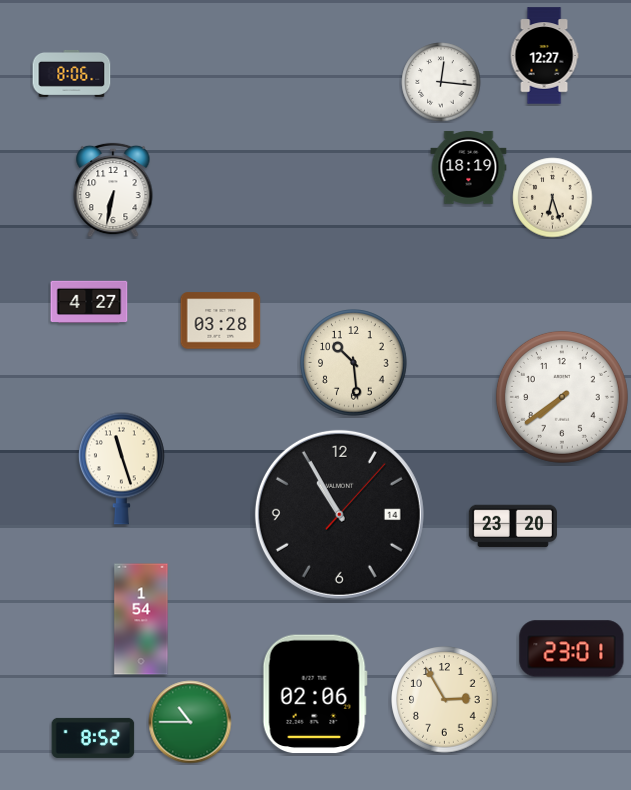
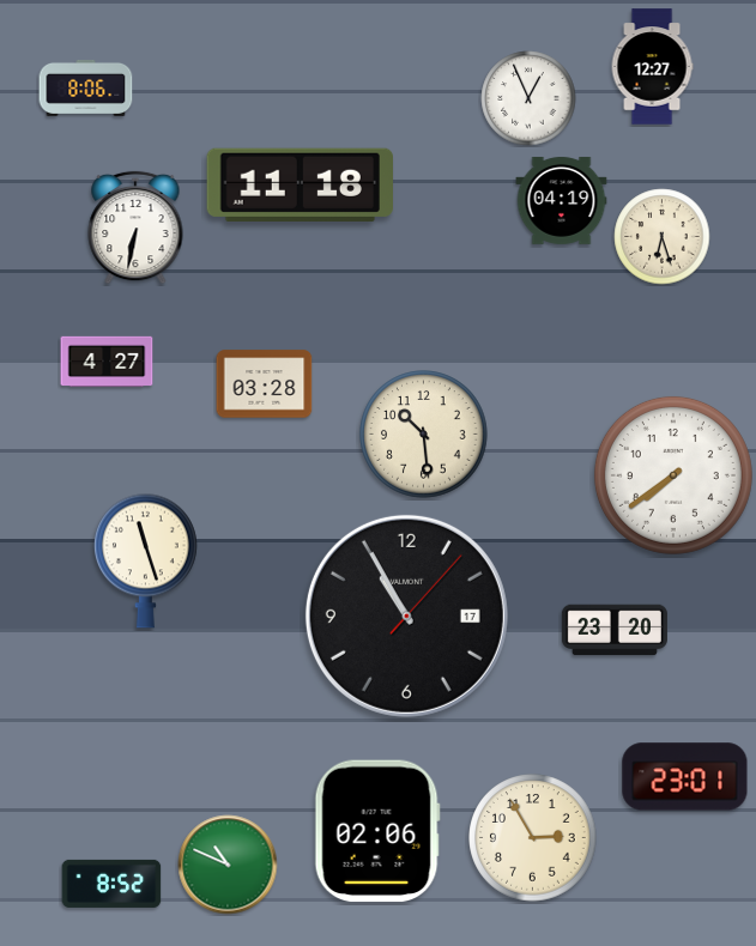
clock at (441, 82): 12:16 -> 12:56
clock at (300, 184): none -> 11:18
clock at (469, 167): 18:19 -> 04:19
clock at (339, 514) date: 14 -> 17
clock at (141, 619): 1:54 -> none
clock at (190, 722): 10:45 -> 10:49
